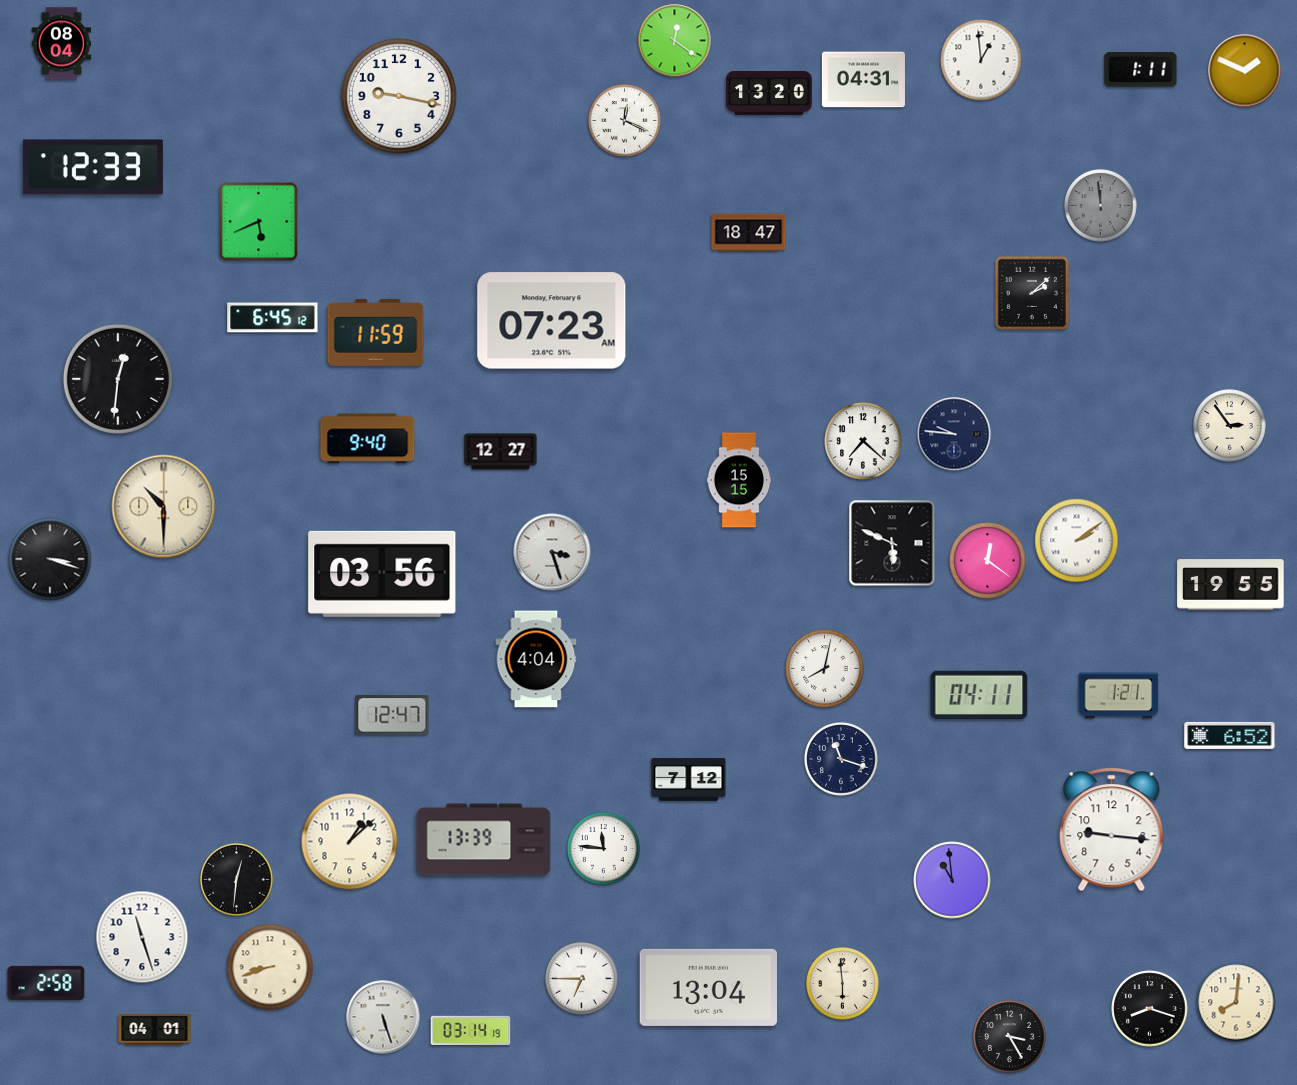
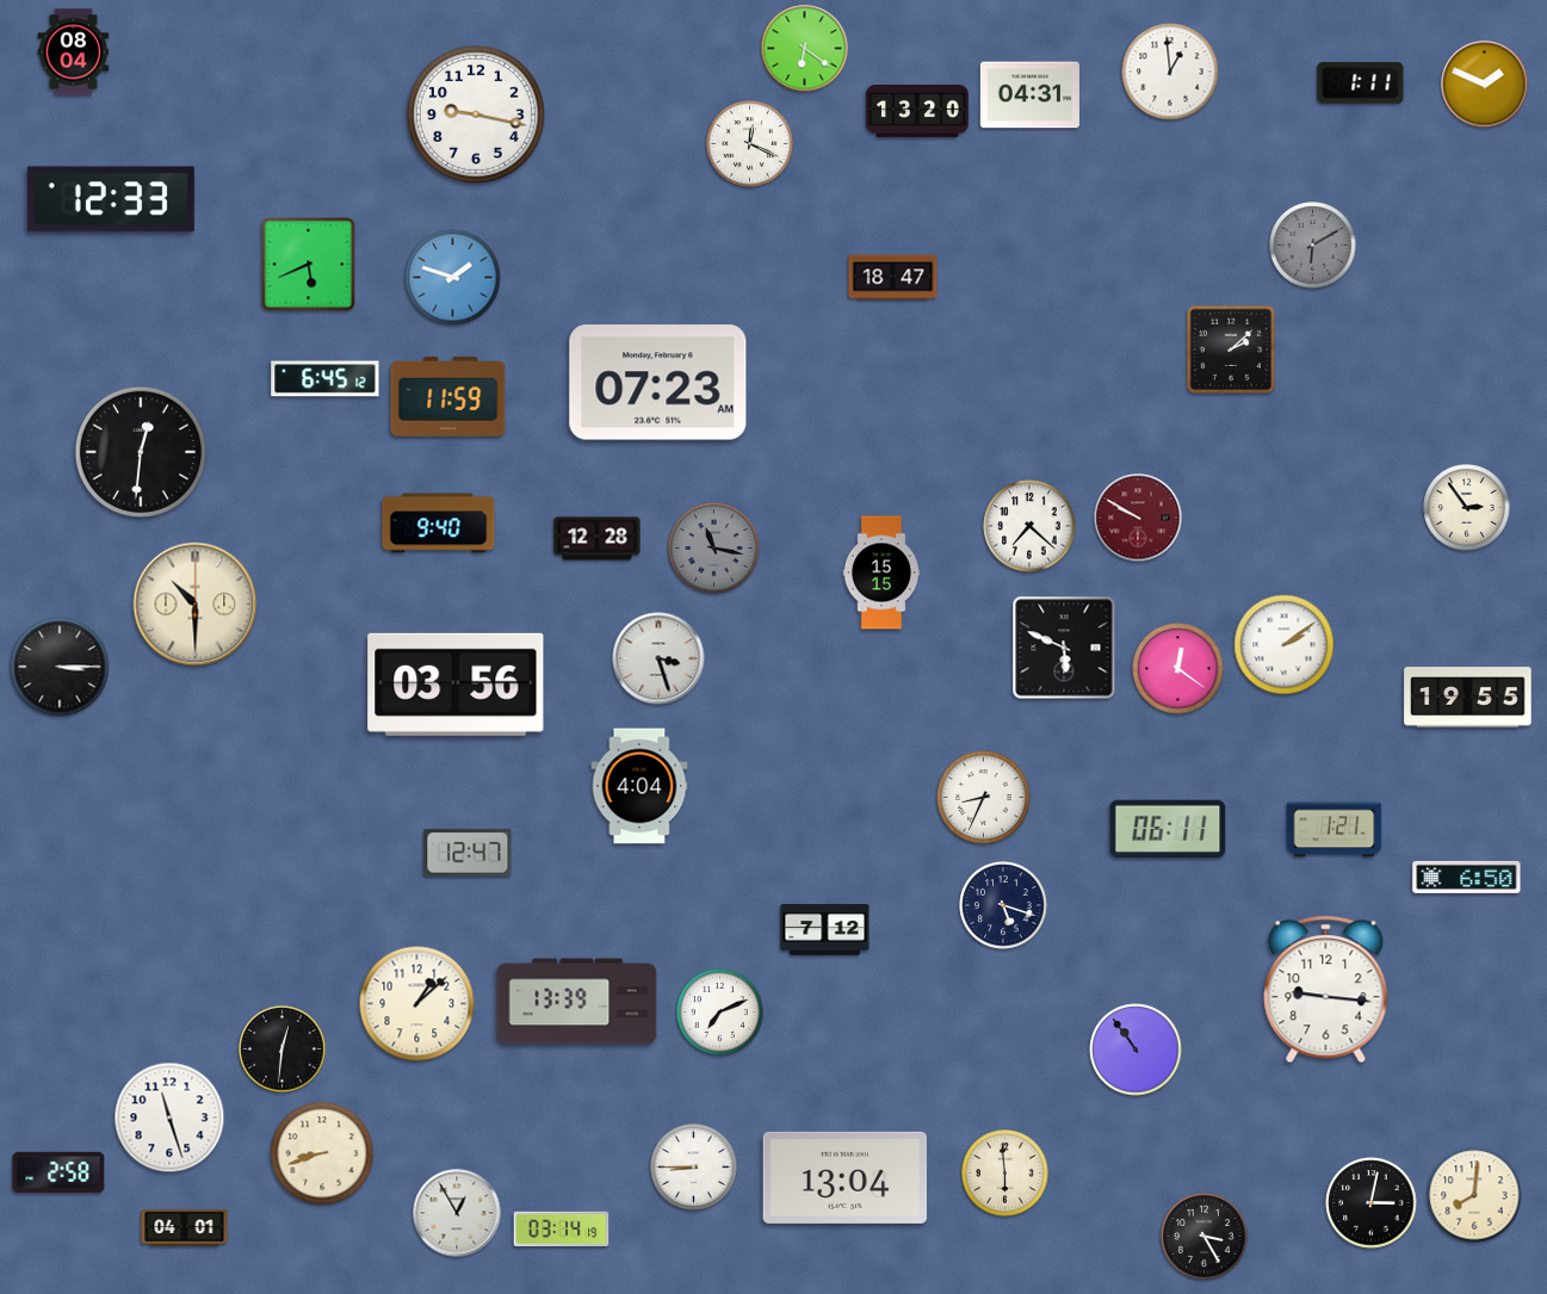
clock at (675, 41): 12:21 -> 6:21
clock at (625, 121) position: (625, 121) -> (750, 144)
clock at (1101, 206): 11:59 -> 6:10
clock at (453, 278): none -> 1:48
clock at (954, 434): 9:46 -> 9:50
clock at (954, 434) dial: navy -> burgundy
clock at (501, 452): 12:27 -> 12:28
clock at (714, 549): none -> 11:17
clock at (50, 559): 3:18 -> 3:15
clock at (825, 669): 8:02 -> 8:34
clock at (979, 695): 04:11 -> 06:11
clock at (1230, 735): 6:52 -> 6:50
clock at (841, 759): 11:18 -> 5:18
clock at (689, 780) position: (689, 780) -> (825, 930)
clock at (604, 849): 11:46 -> 7:11
clock at (952, 880): 10:59 -> 10:54
clock at (582, 979): 6:45 -> 8:45
clock at (46, 983) position: (46, 983) -> (58, 1172)
clock at (1150, 1009): 8:18 -> 3:02
clock at (383, 1017): 5:27 -> 12:55
